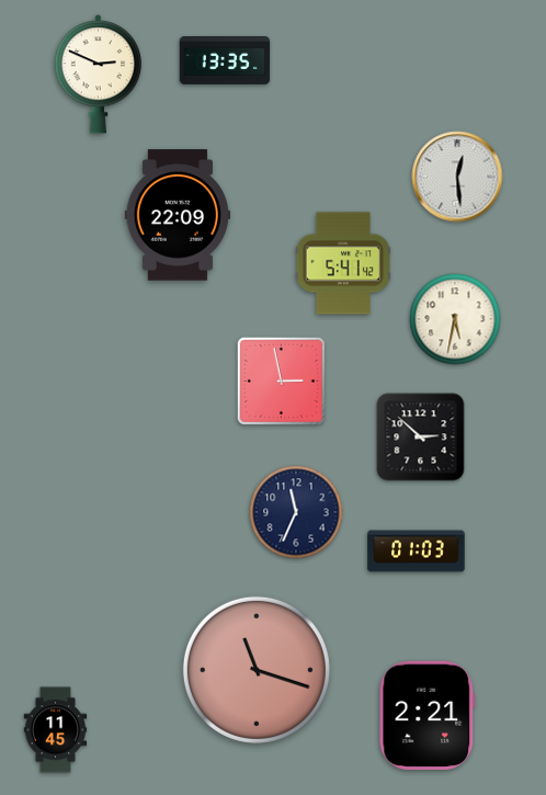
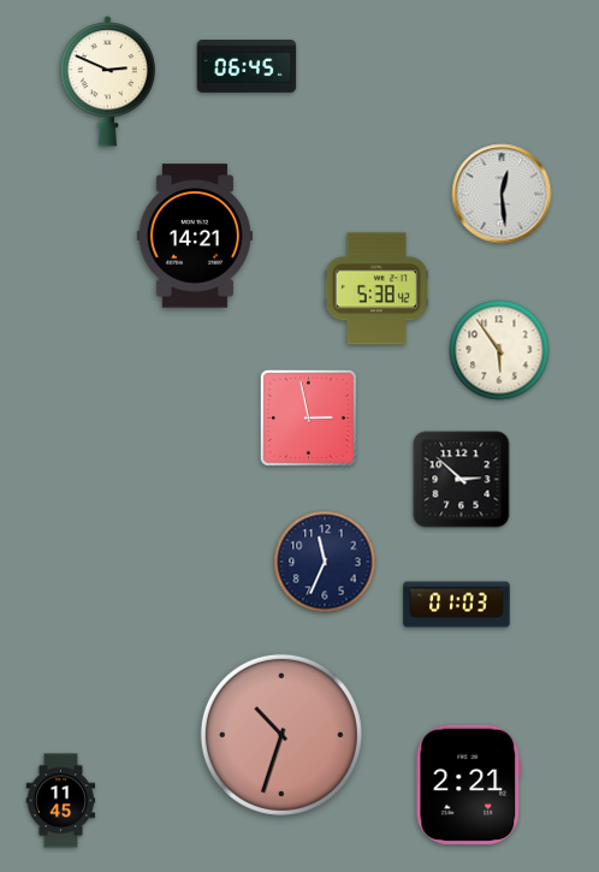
clock at (225, 61): 13:35 -> 06:45
clock at (178, 215): 22:09 -> 14:21
clock at (343, 263): 5:41 -> 5:38
clock at (455, 319): 5:32 -> 5:54
clock at (257, 670): 11:18 -> 10:33
